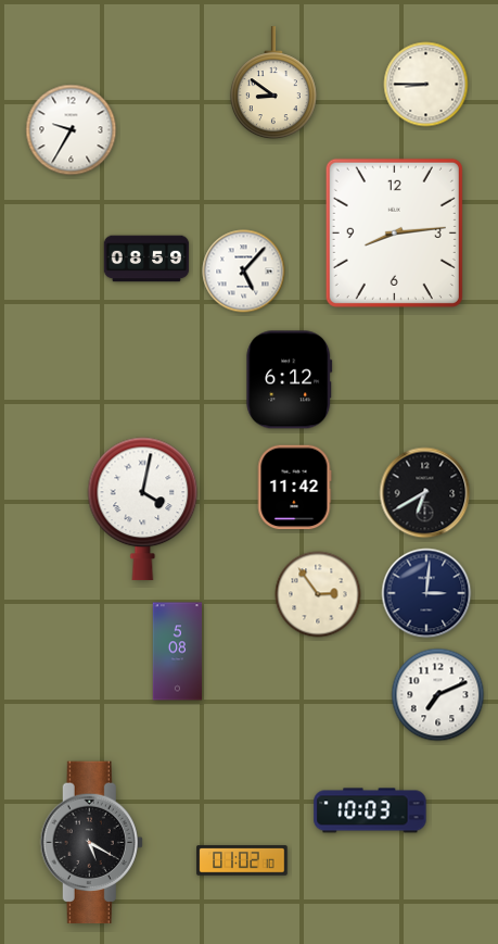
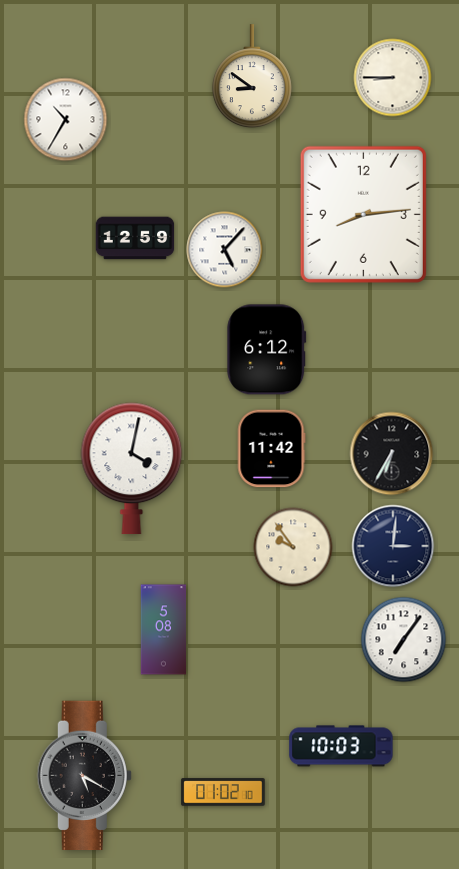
clock at (72, 130): 9:35 -> 10:35
clock at (146, 259): 08:59 -> 12:59
clock at (425, 493): 6:40 -> 6:35
clock at (318, 594): 2:54 -> 9:54
clock at (178, 652) position: (178, 652) -> (164, 630)
clock at (438, 695): 7:11 -> 7:06
